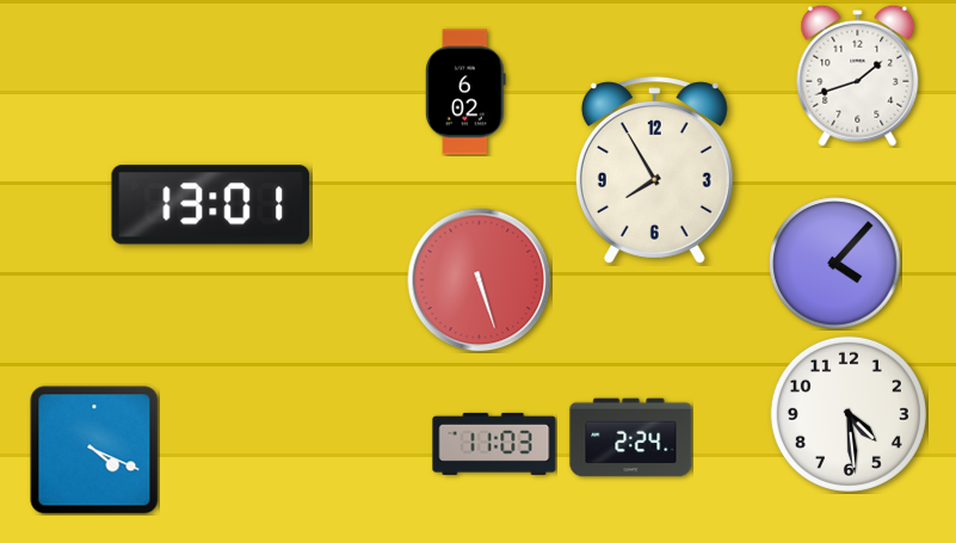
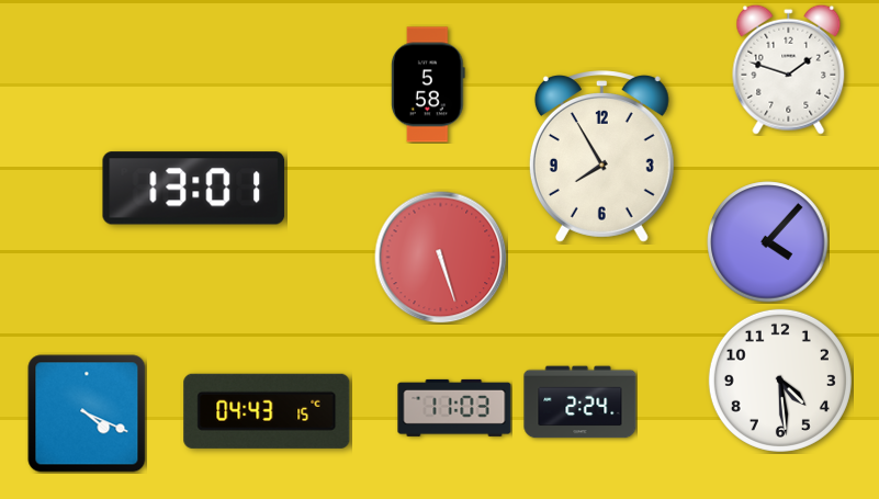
clock at (858, 75): 1:42 -> 1:48
clock at (465, 92): 6:02 -> 5:58
clock at (267, 411): none -> 04:43
